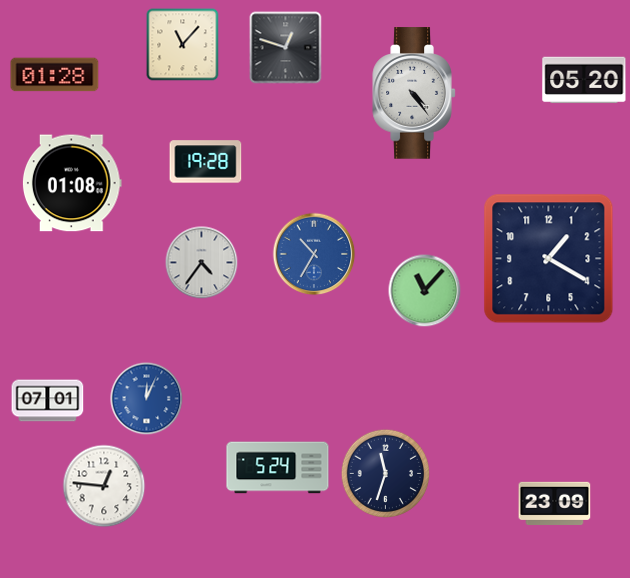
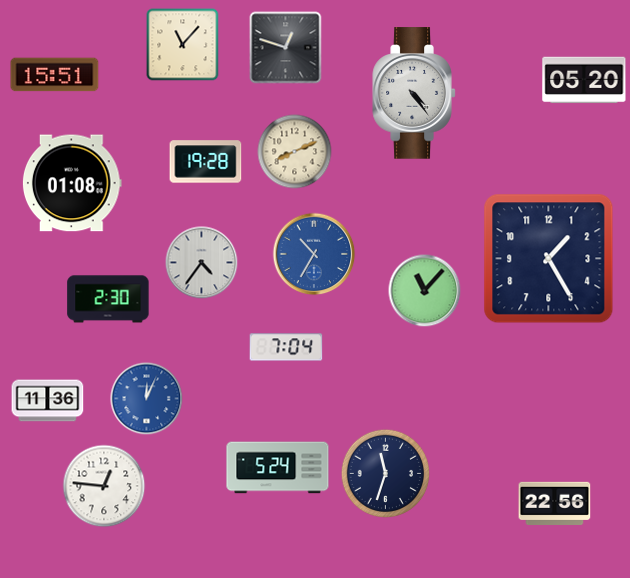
clock at (55, 75): 01:28 -> 15:51
clock at (295, 152): none -> 8:11
clock at (549, 259): 1:20 -> 1:25
clock at (108, 299): none -> 2:30
clock at (286, 347): none -> 7:04
clock at (48, 401): 07:01 -> 11:36
clock at (555, 503): 23:09 -> 22:56
